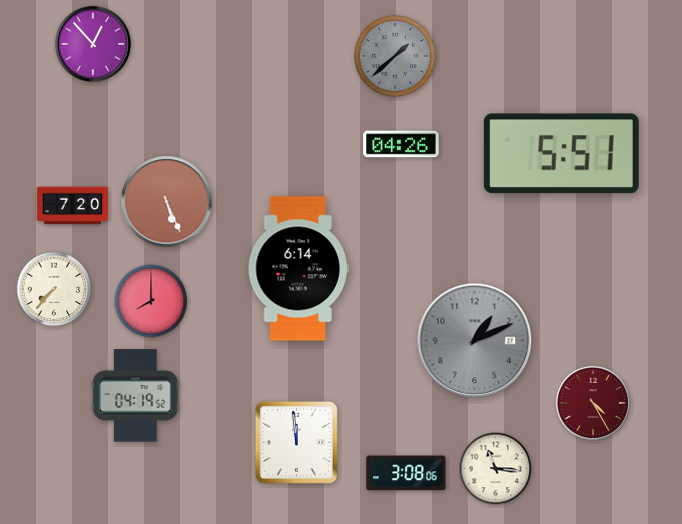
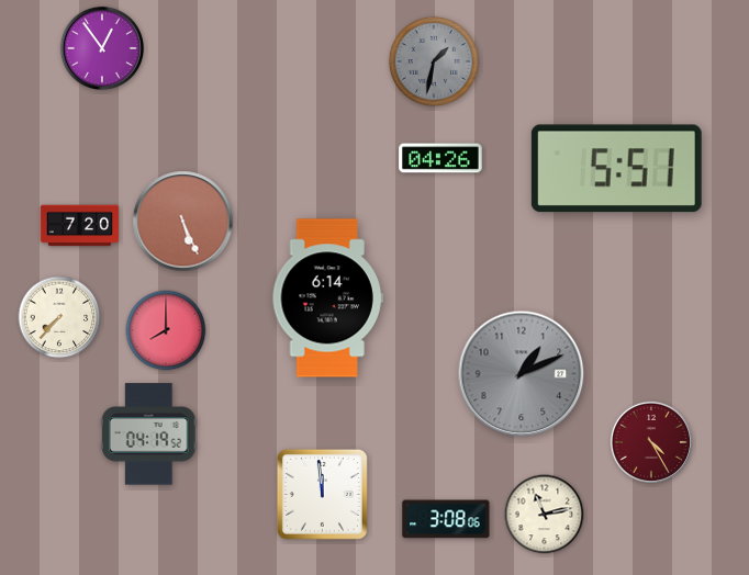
clock at (93, 44): 12:53 -> 12:54
clock at (395, 56): 1:38 -> 1:32
clock at (298, 269) position: (298, 269) -> (327, 298)
clock at (296, 442) position: (296, 442) -> (322, 494)
clock at (496, 469): 11:16 -> 11:13
